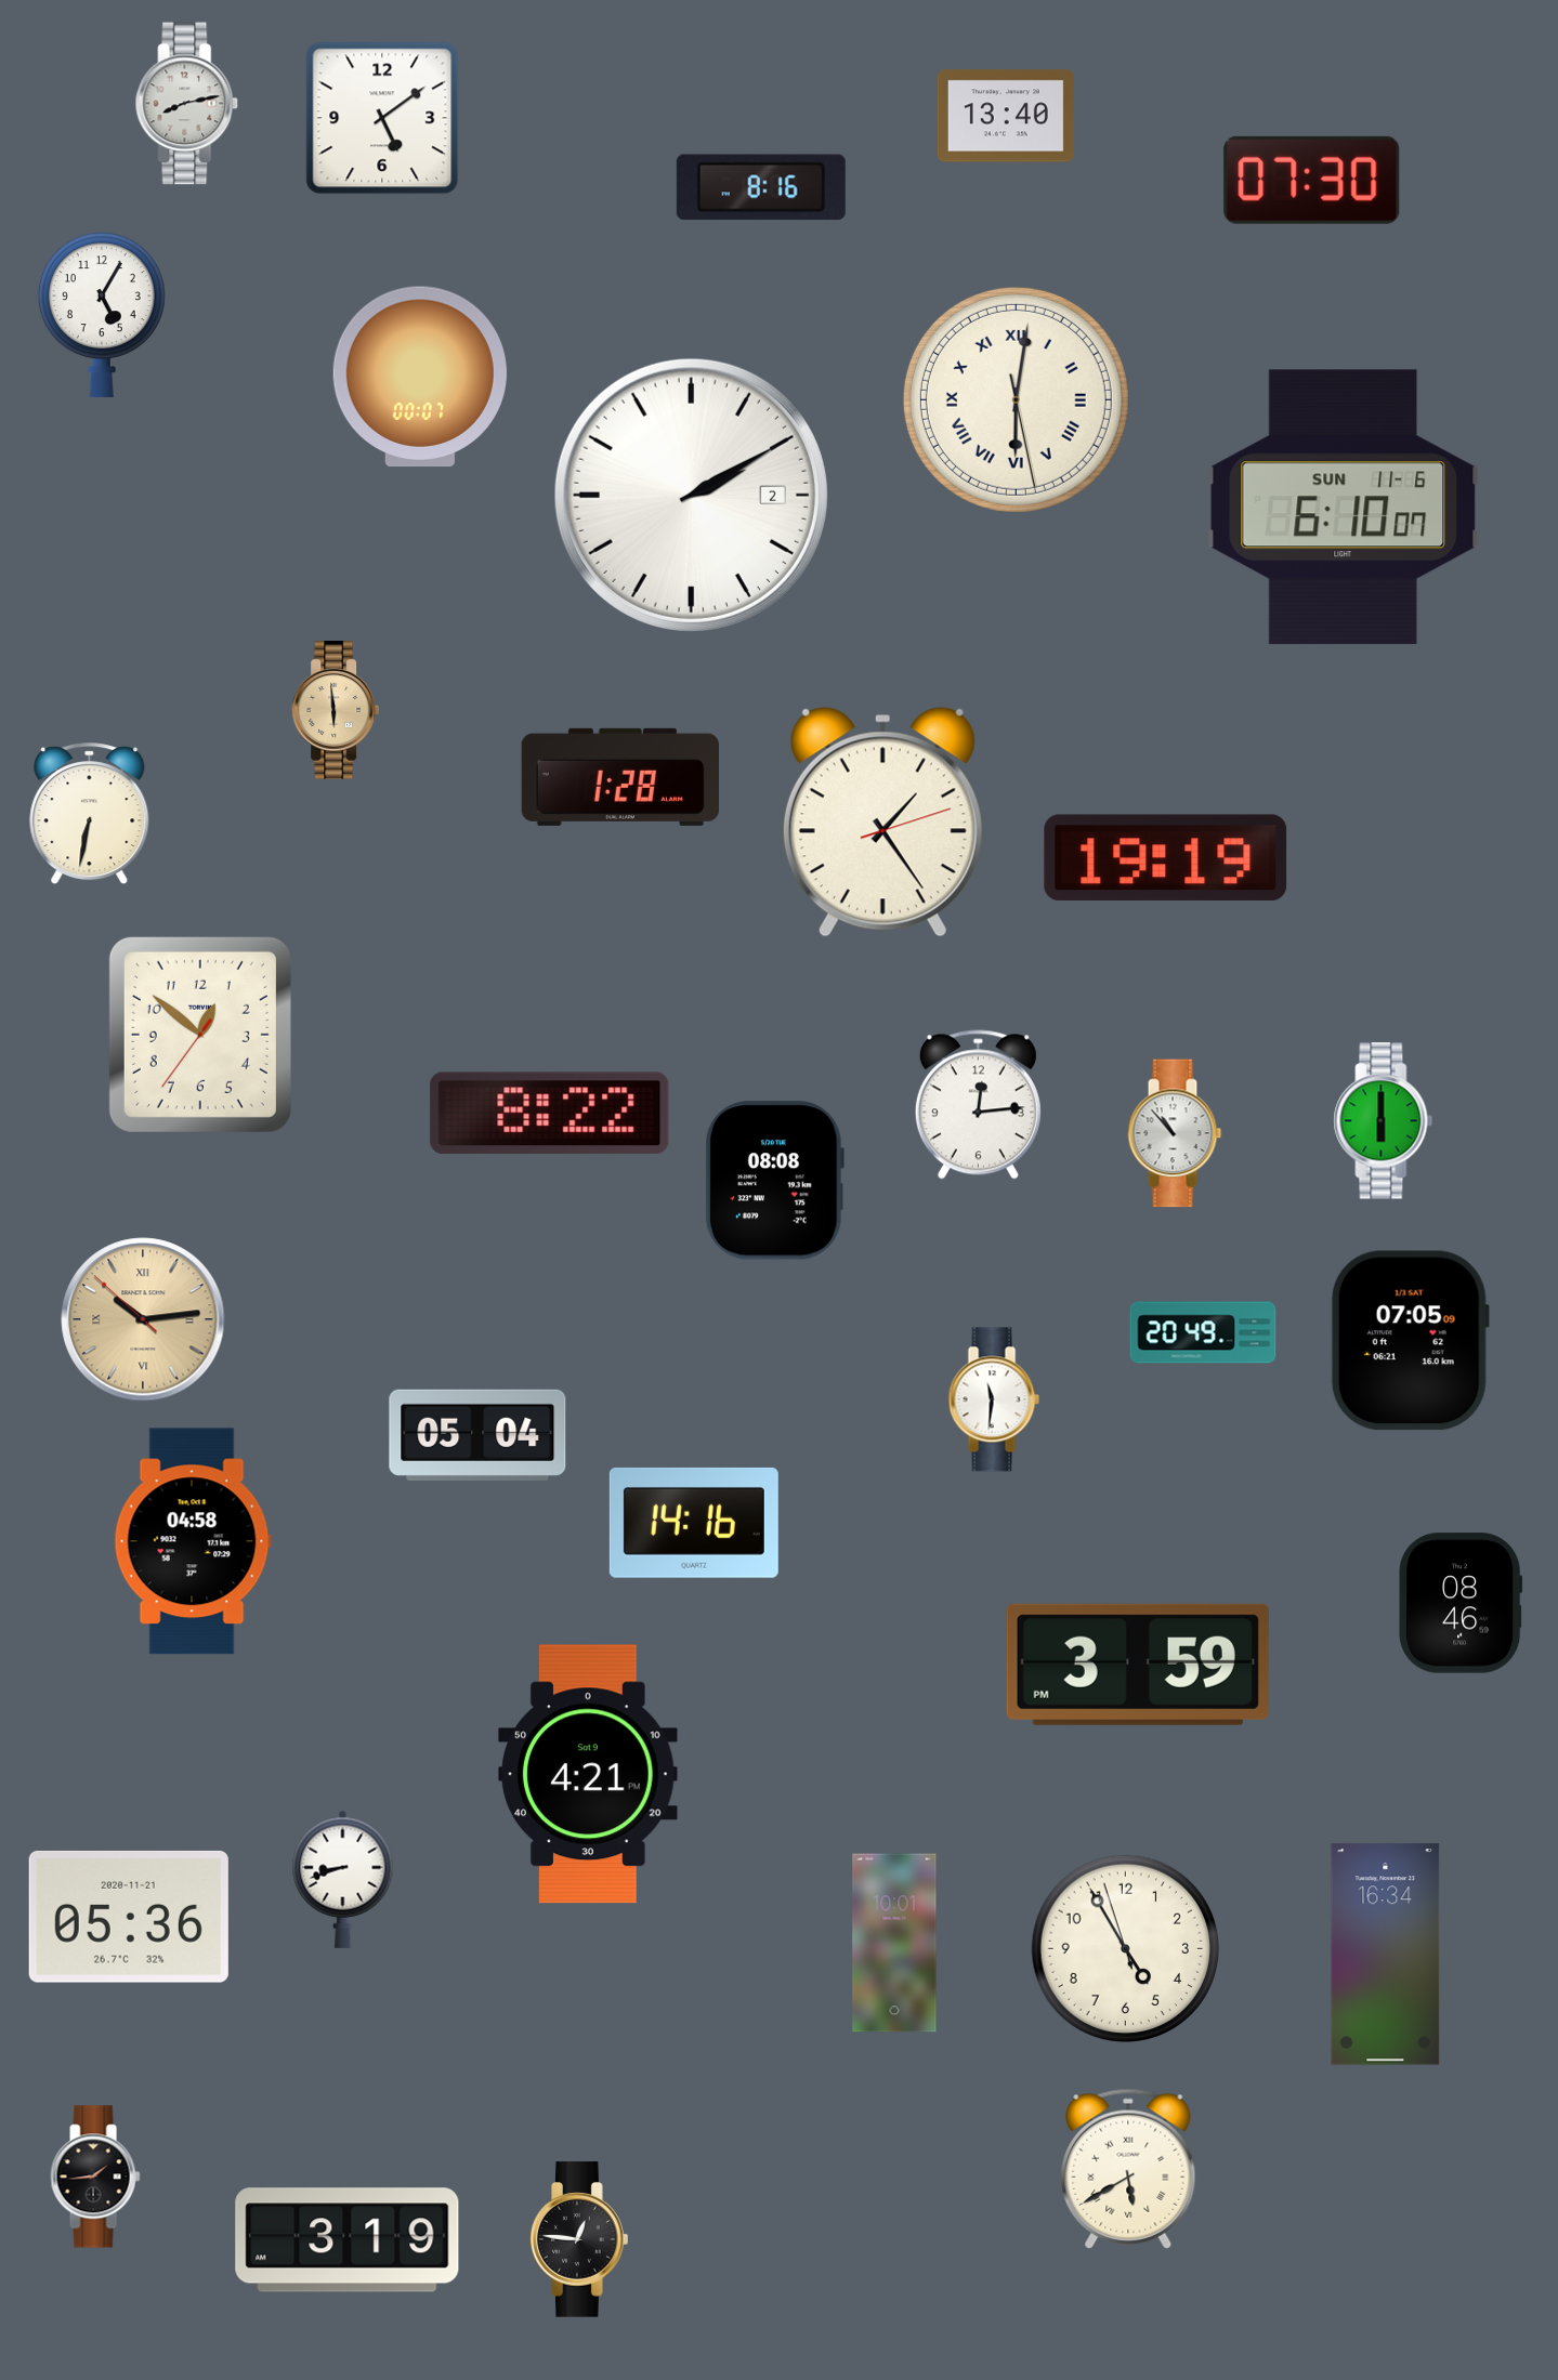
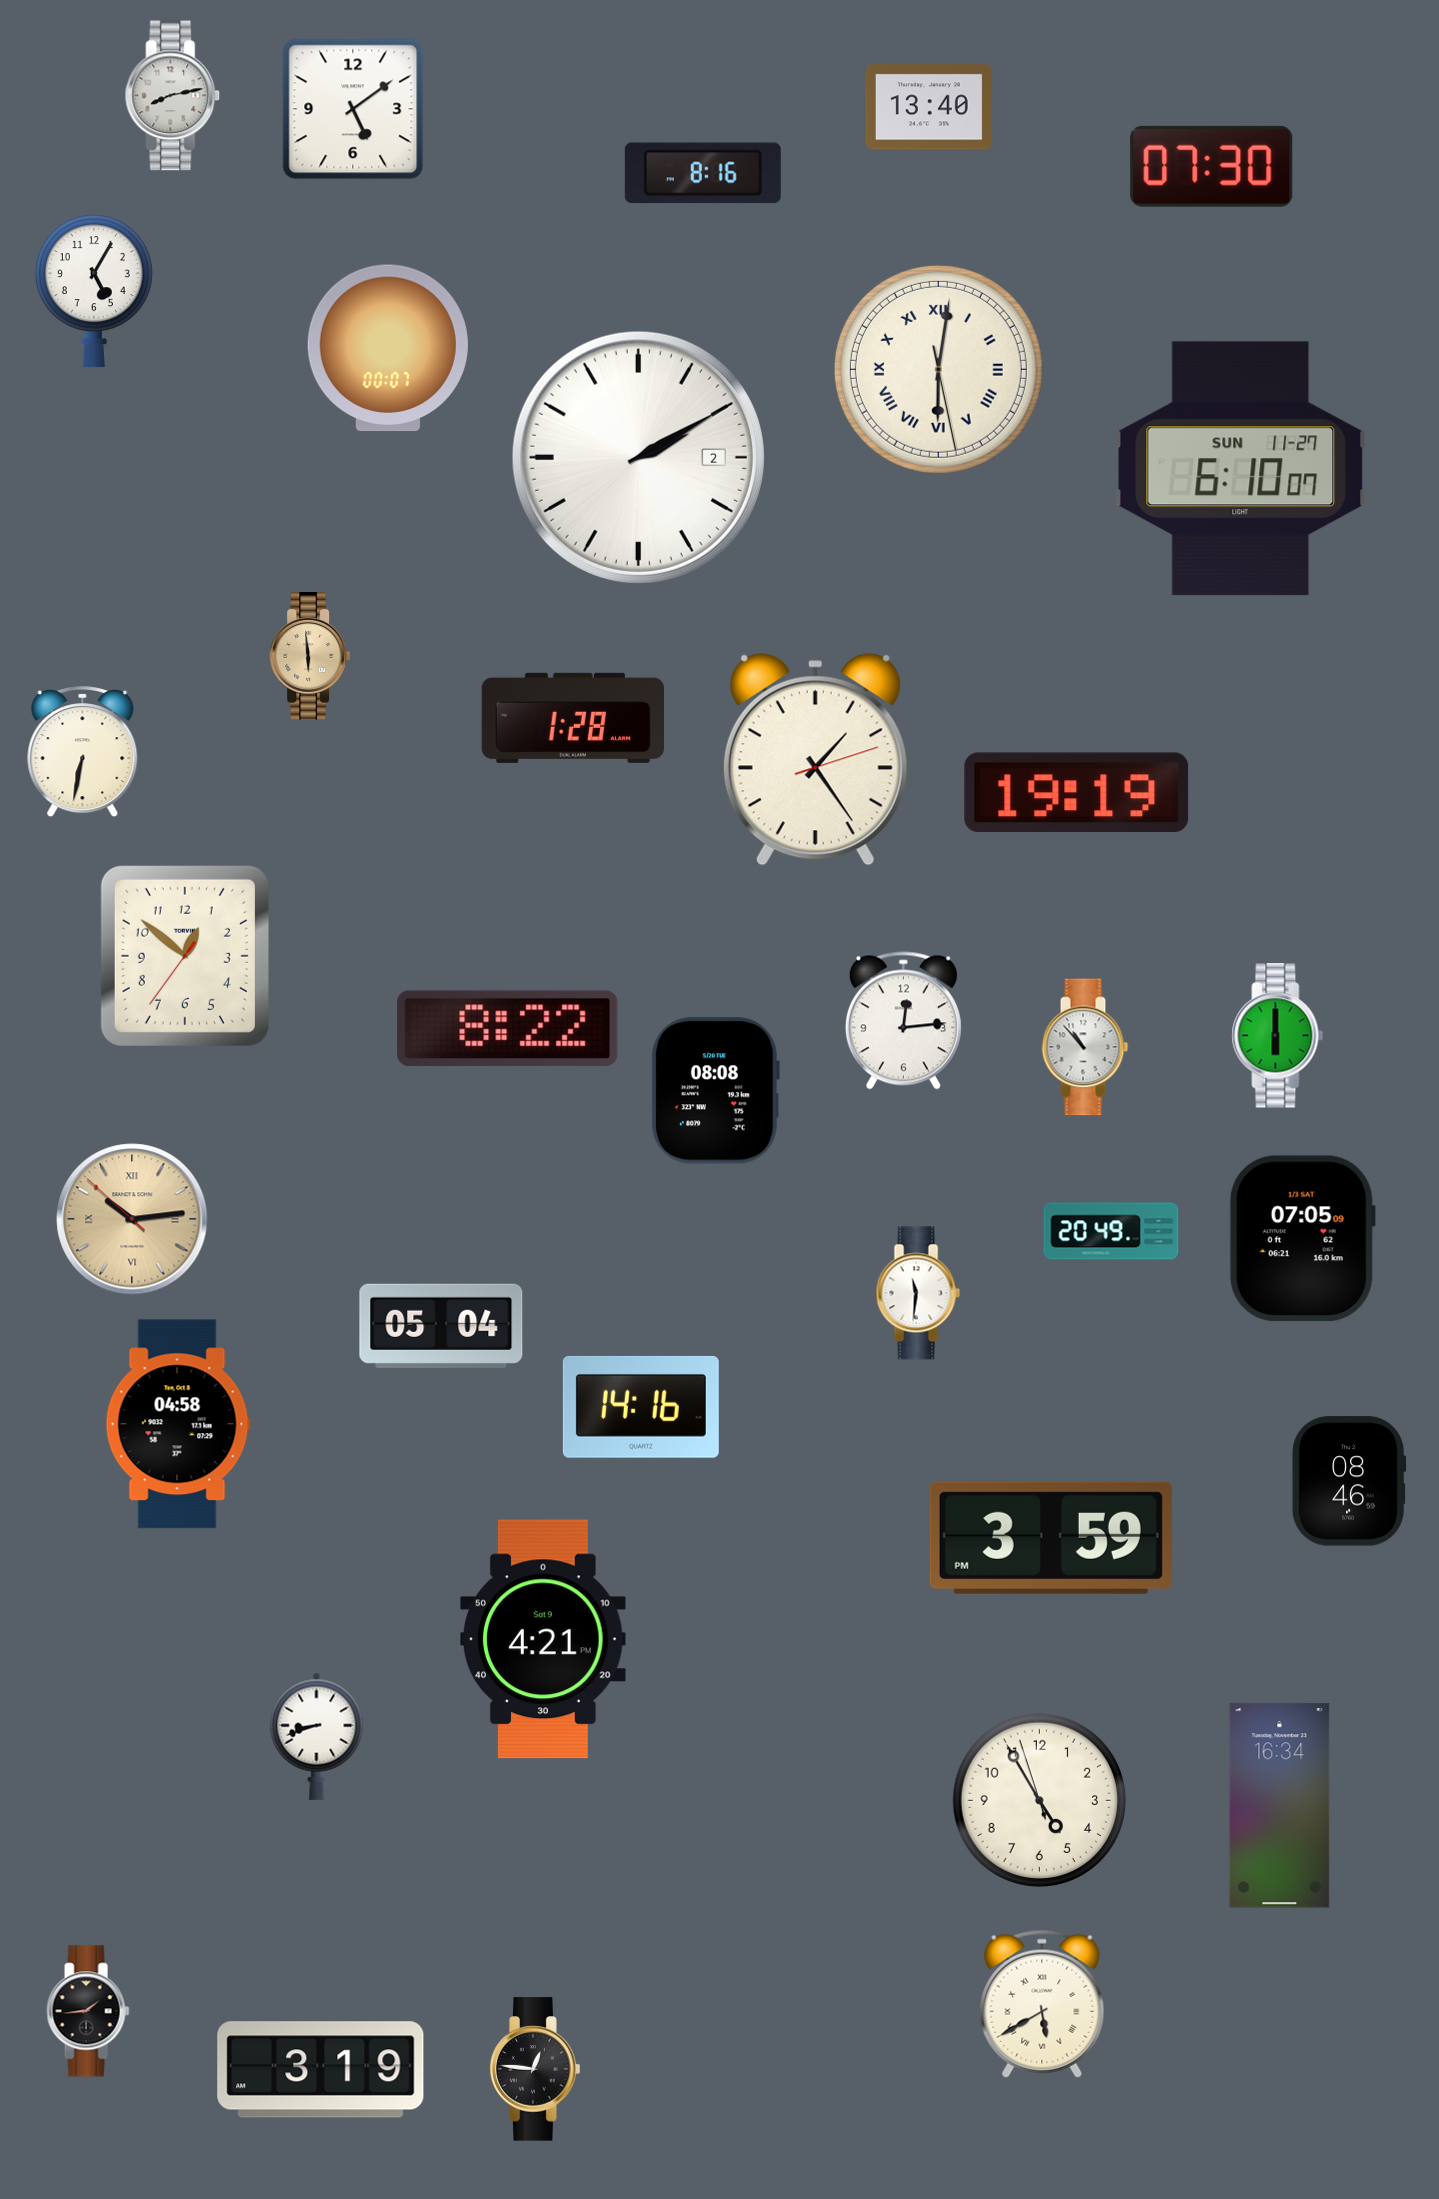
clock at (1344, 508) date: SUN 11-6 -> SUN 11-27
clock at (129, 1917): 05:36 -> none
clock at (894, 1943): 10:01 -> none
